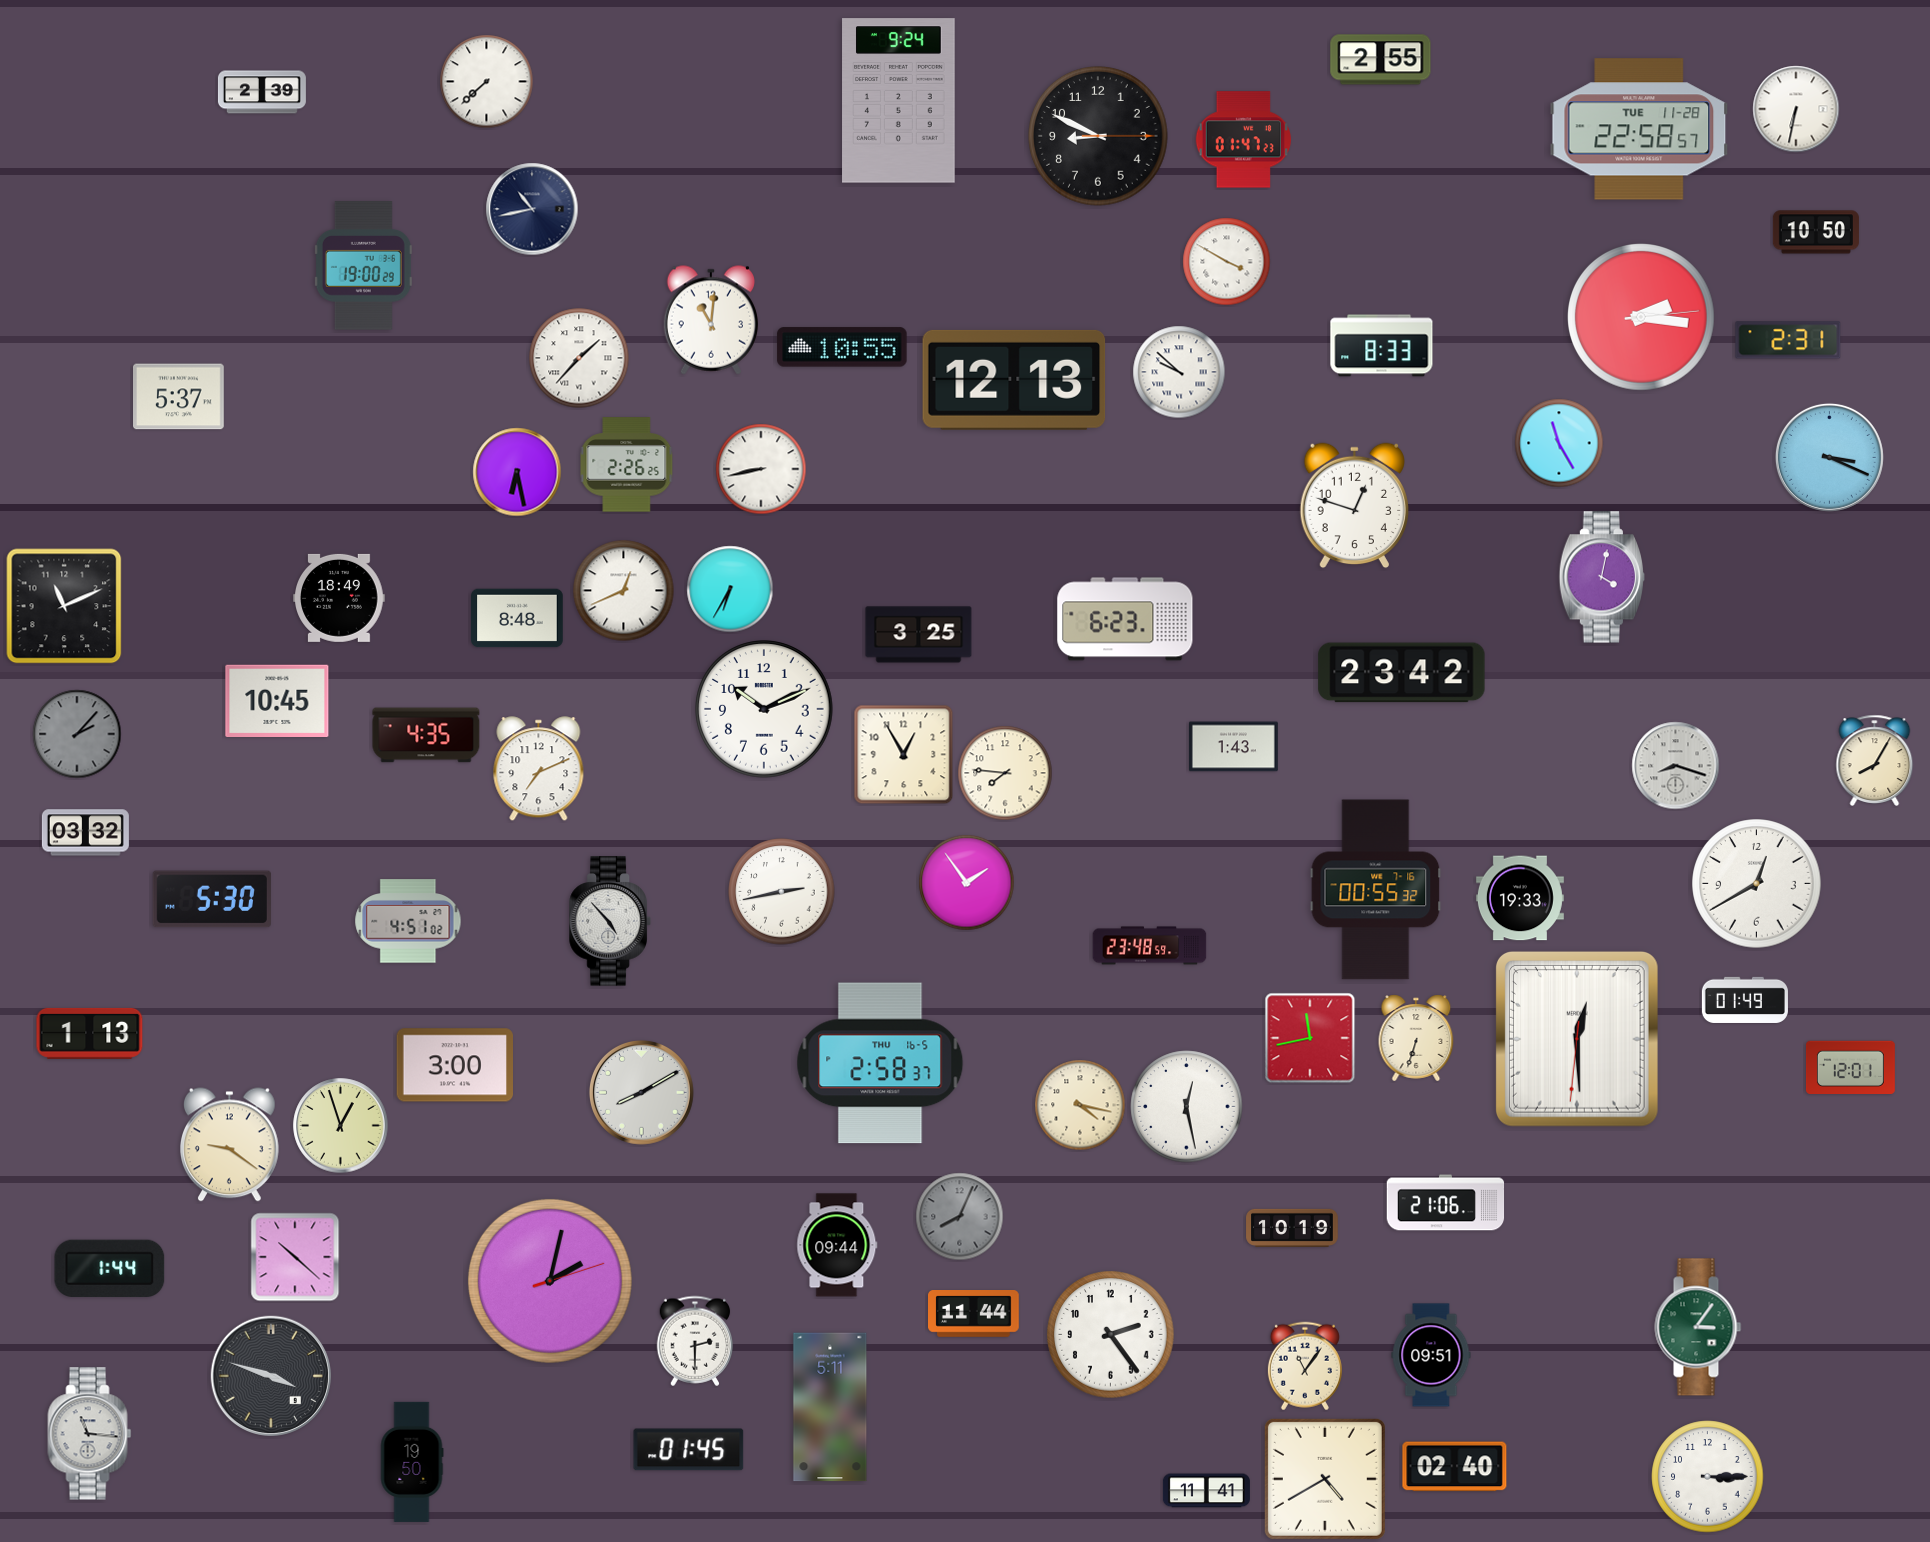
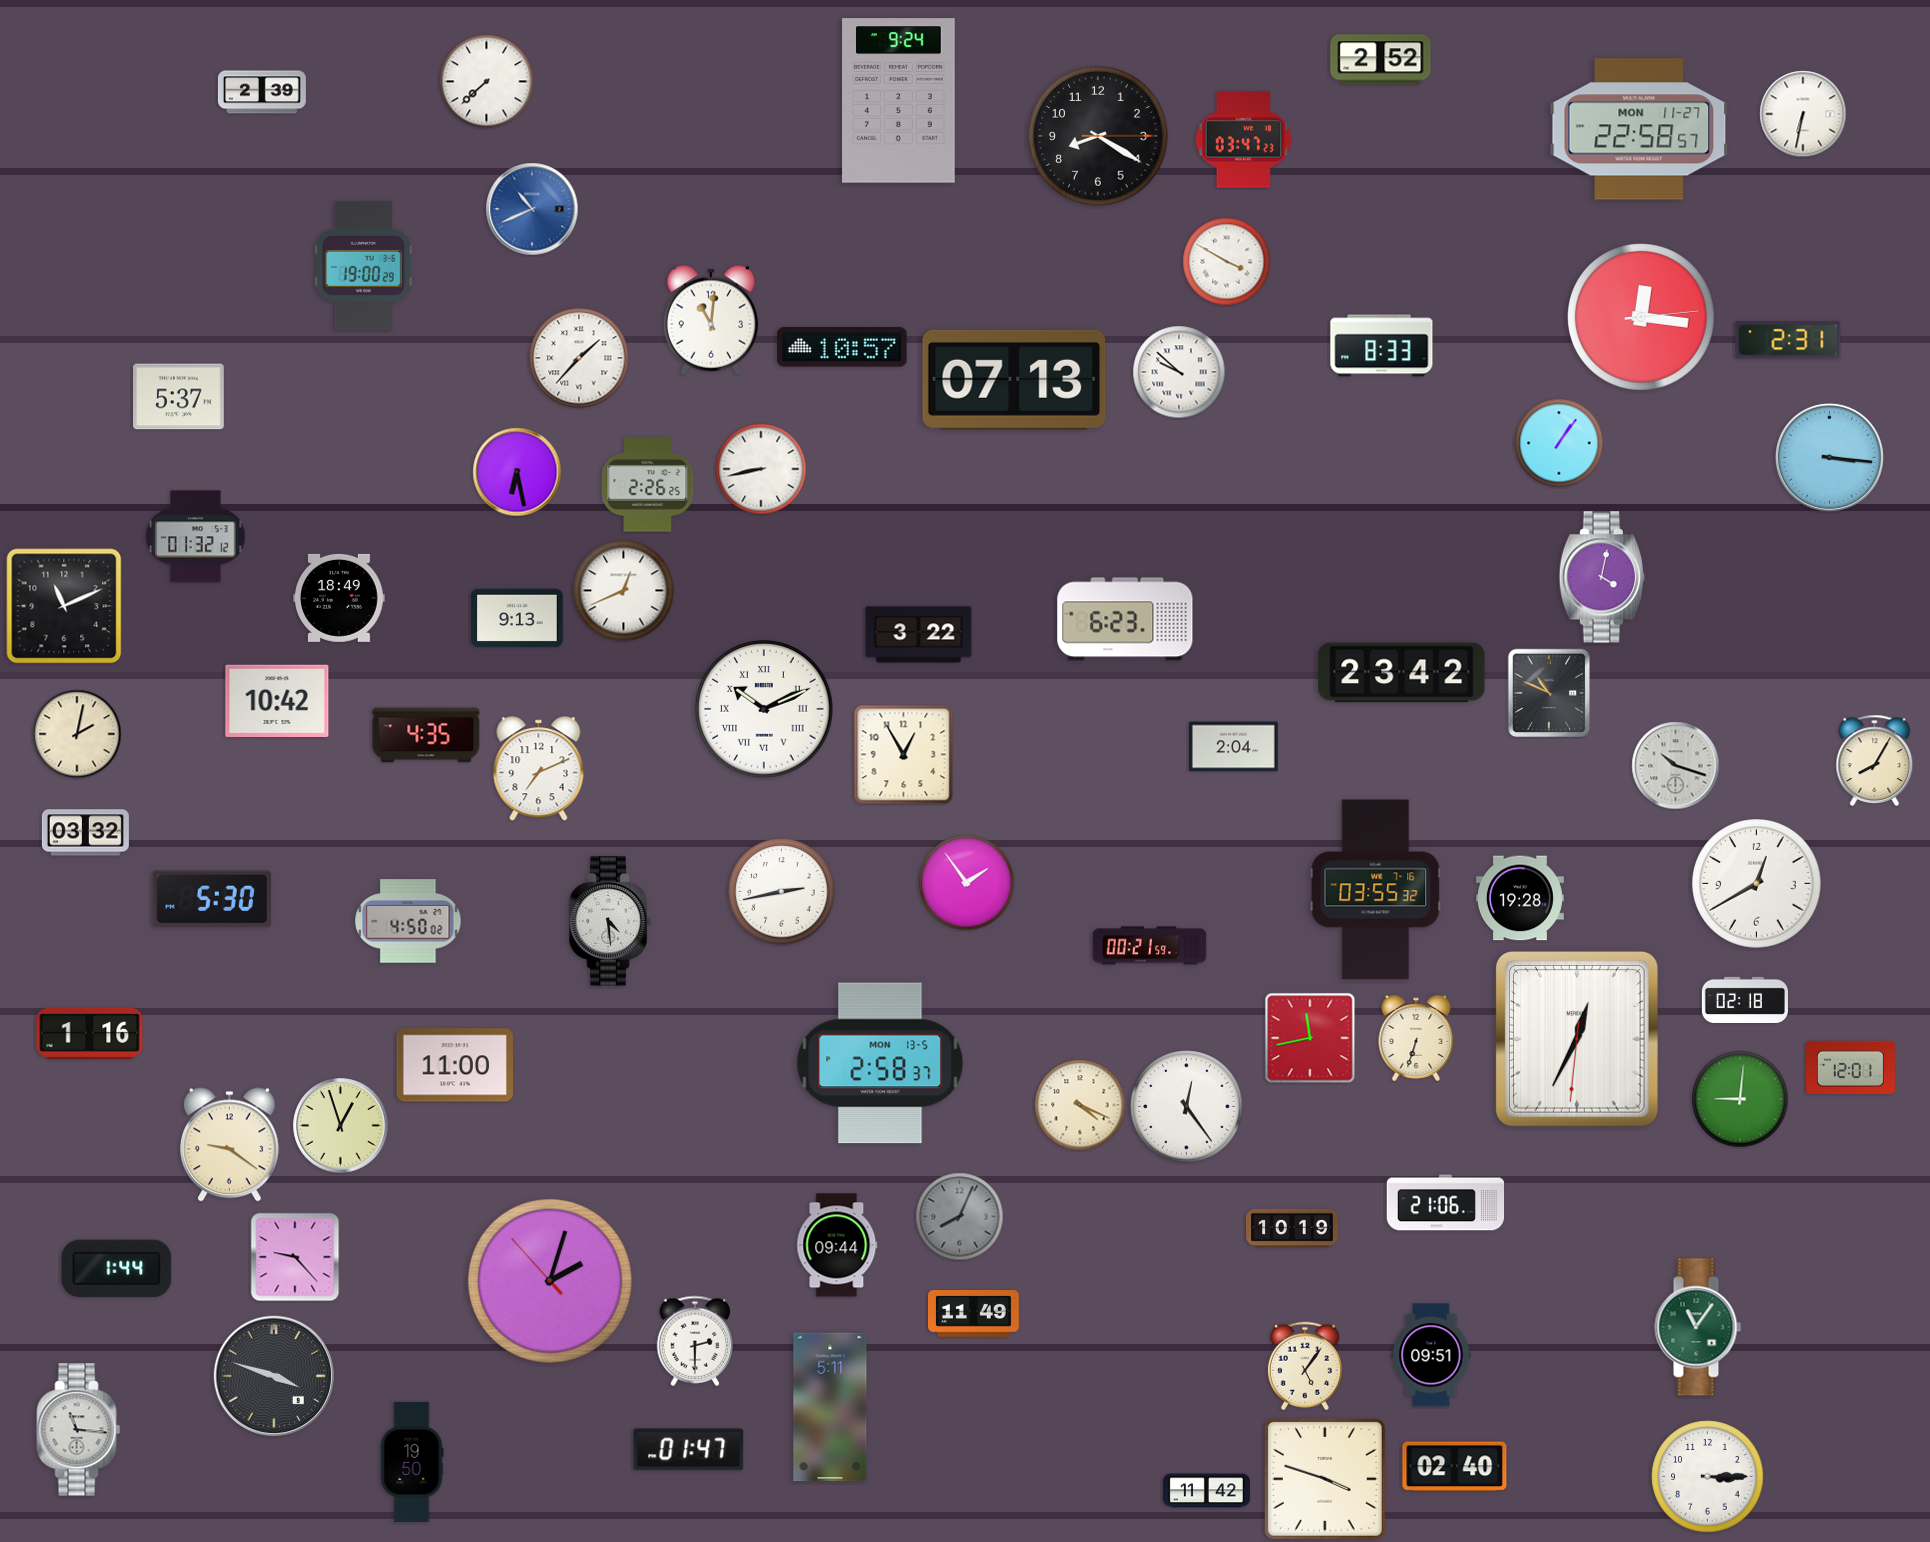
clock at (1381, 60): 2:55 -> 2:52
clock at (1796, 109) position: (1796, 109) -> (1803, 114)
clock at (1639, 129) date: TUE 11-28 -> MON 11-27
clock at (1098, 136): 8:49 -> 8:20
clock at (1243, 140): 01:47 -> 03:47
clock at (532, 209): 10:43 -> 10:41
clock at (532, 209) dial: navy -> blue
clock at (1816, 232): 10:50 -> none
clock at (1642, 318): 2:16 -> 12:16
clock at (842, 347): 10:55 -> 10:57
clock at (1014, 380): 12:13 -> 07:13
clock at (1559, 443): 11:25 -> 1:06
clock at (1829, 457): 3:19 -> 3:16
clock at (627, 465) position: (627, 465) -> (648, 485)
clock at (1354, 506): 12:48 -> none
clock at (196, 537): none -> 01:32
clock at (730, 589): 6:35 -> none
clock at (517, 618): 8:48 -> 9:13
clock at (919, 635): 3:25 -> 3:22
clock at (1549, 693): none -> 10:49
clock at (277, 700): 10:45 -> 10:42
clock at (764, 709) numerals: Arabic -> Roman
clock at (77, 734): 2:07 -> 2:02
clock at (77, 734) dial: grey -> cream
clock at (1233, 747): 1:43 -> 2:04
clock at (1676, 766): 8:18 -> 10:18
clock at (1005, 773): 7:46 -> none
clock at (1376, 890): 00:55 -> 03:55
clock at (1520, 898): 19:33 -> 19:28
clock at (408, 921): 4:51 -> 4:50
clock at (610, 921): 4:53 -> 4:29
clock at (1150, 946): 23:48 -> 00:21
clock at (1745, 1000): 01:49 -> 02:18
clock at (90, 1033): 1:13 -> 1:16
clock at (1577, 1039): 12:29 -> 12:34
clock at (880, 1063) date: THU 16-5 -> MON 13-5
clock at (454, 1065): 3:00 -> 11:00
clock at (641, 1092): 8:10 -> none
clock at (1740, 1099): none -> 9:01
clock at (1080, 1105): 4:17 -> 4:19
clock at (1187, 1107): 12:28 -> 12:24
clock at (295, 1257): 10:22 -> 9:23
clock at (110, 1268) position: (110, 1268) -> (117, 1268)
clock at (550, 1281): 2:02:12 -> 2:02:53
clock at (974, 1314): 11:44 -> 11:49
clock at (1698, 1327): 3:06 -> 11:06
clock at (1111, 1335): 2:24 -> none
clock at (1305, 1366): 11:06 -> 5:06
clock at (270, 1375) position: (270, 1375) -> (273, 1375)
clock at (90, 1434) position: (90, 1434) -> (79, 1430)
clock at (689, 1450): 01:45 -> 01:47
clock at (1325, 1479): 4:40 -> 3:48
clock at (1206, 1491): 11:41 -> 11:42
